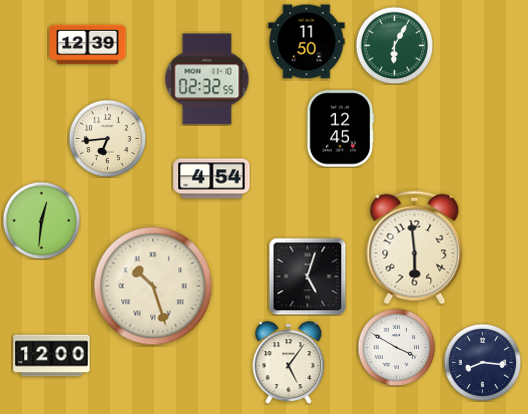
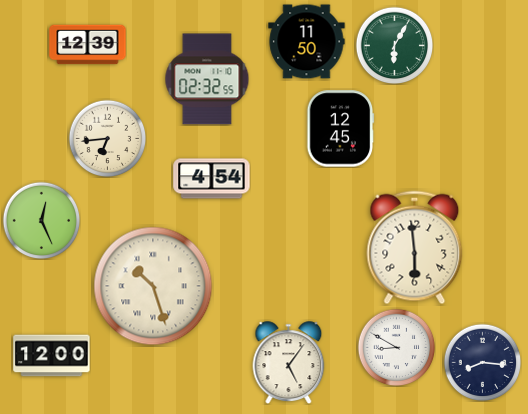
clock at (41, 220): 12:31 -> 12:26
clock at (307, 276): 5:03 -> none
clock at (396, 347): 3:50 -> 8:50
